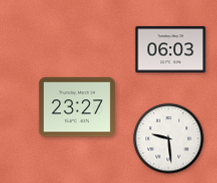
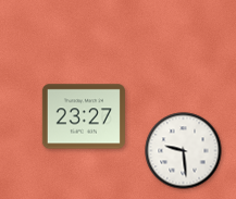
clock at (171, 50): 06:03 -> none
